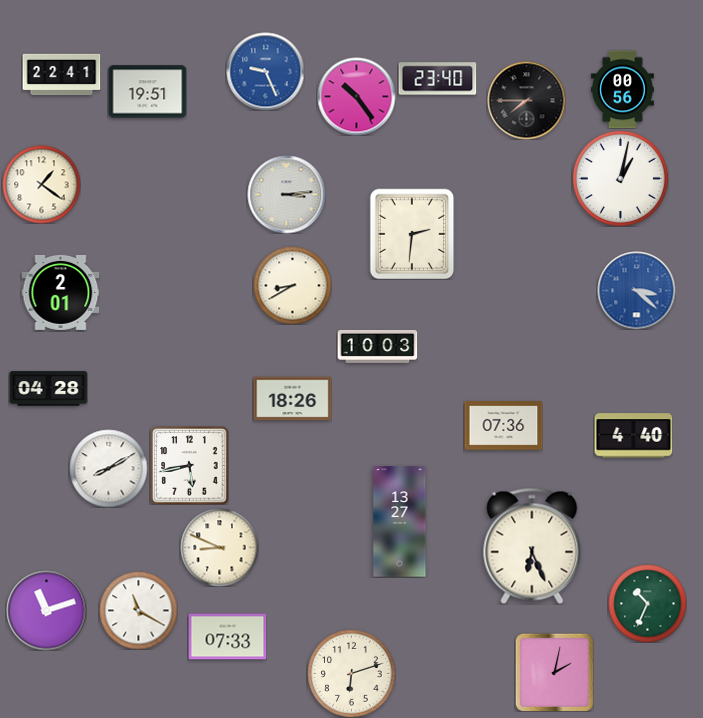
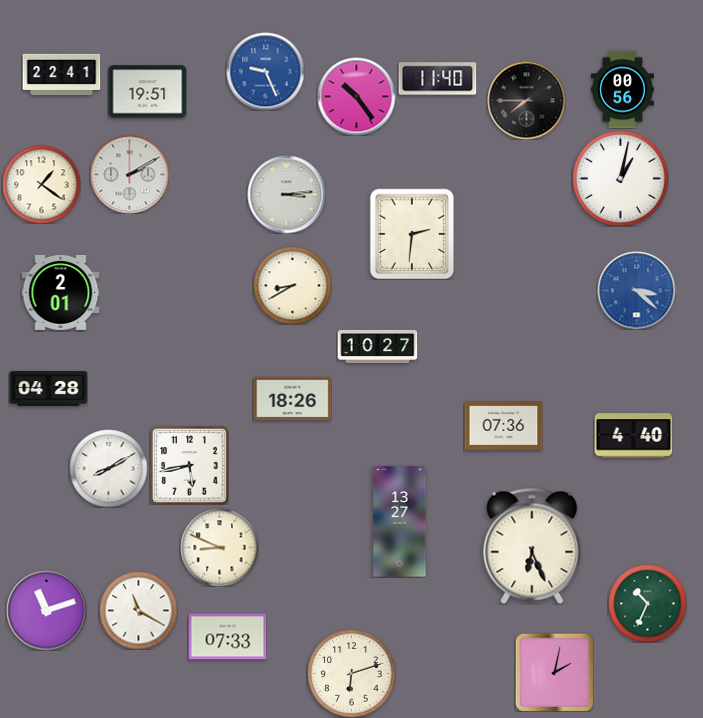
clock at (437, 79): 23:40 -> 11:40
clock at (129, 174): none -> 2:10
clock at (377, 346): 10:03 -> 10:27
